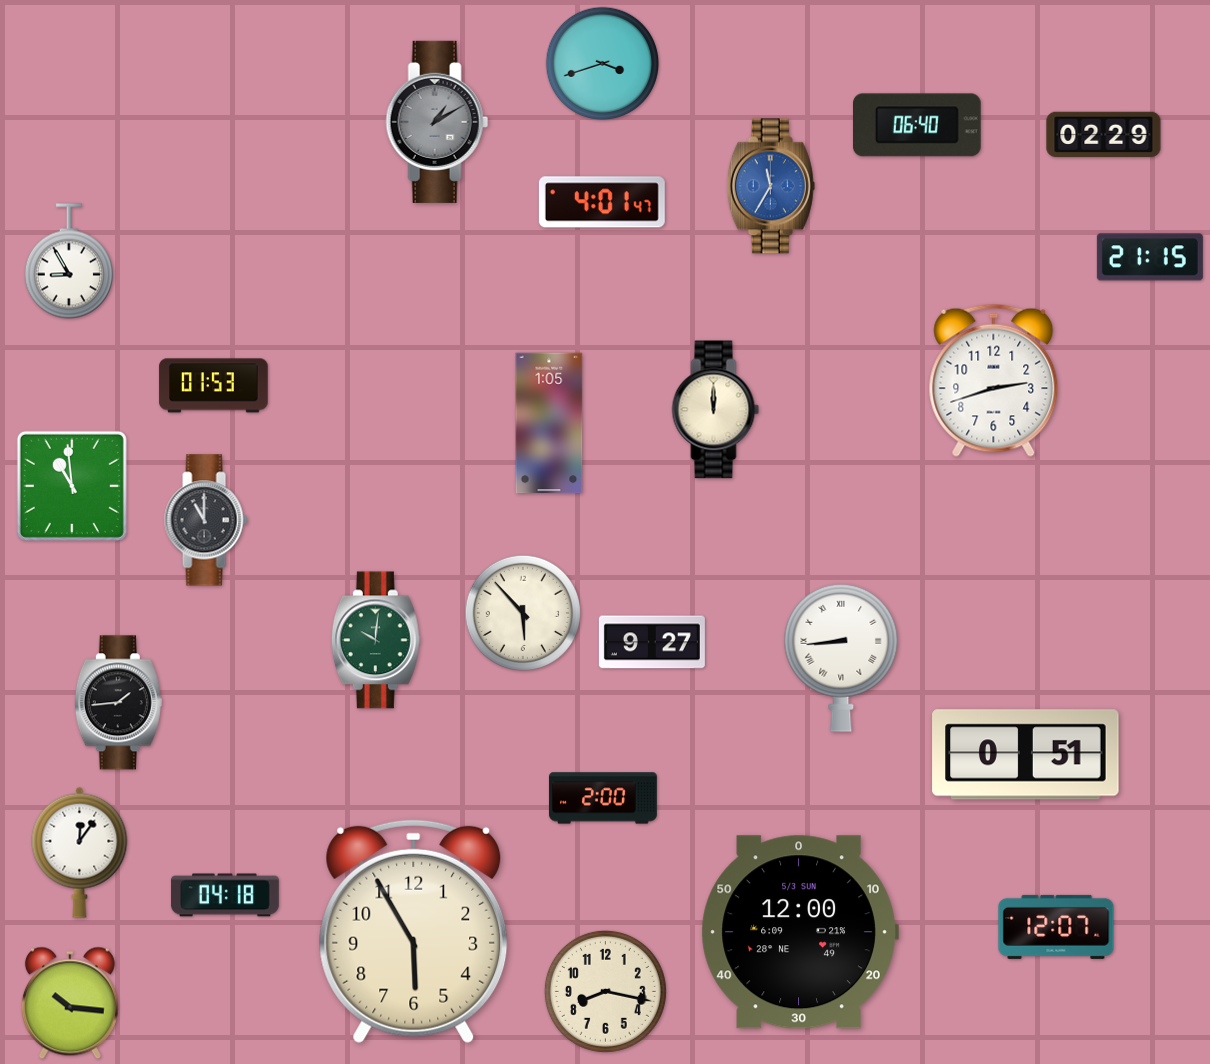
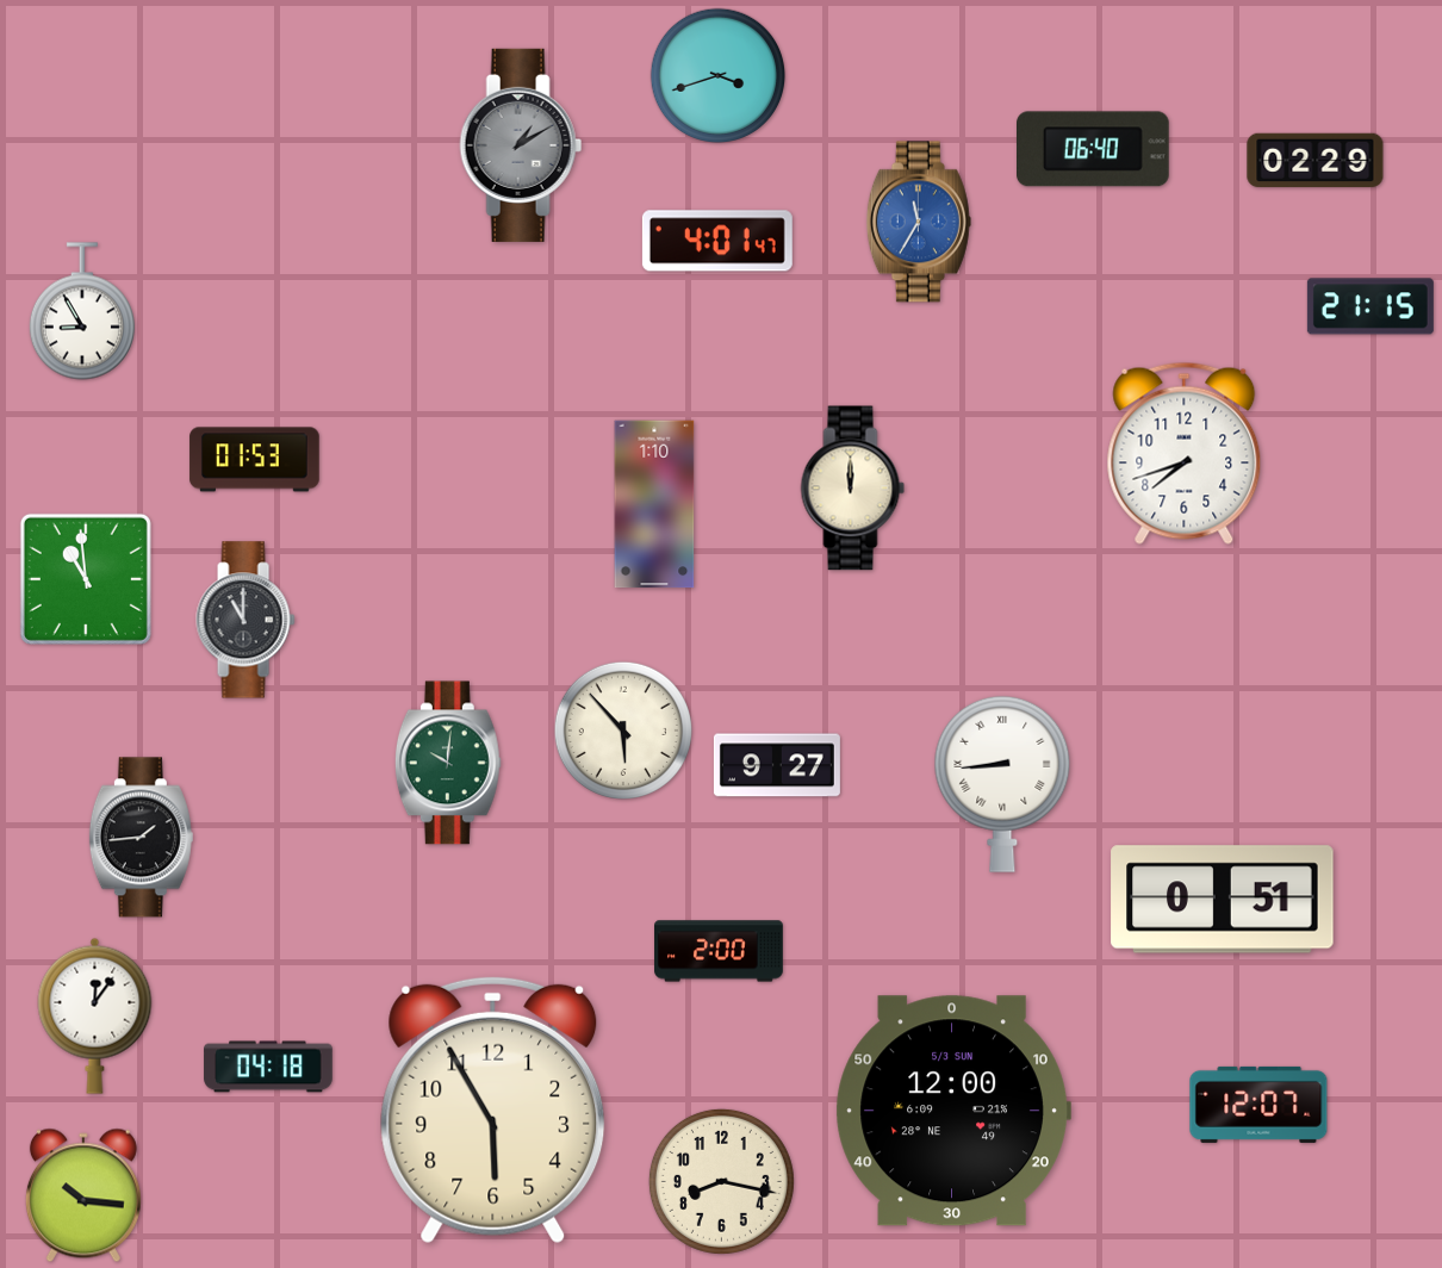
clock at (994, 380): 2:42 -> 7:42
clock at (549, 423): 1:05 -> 1:10
